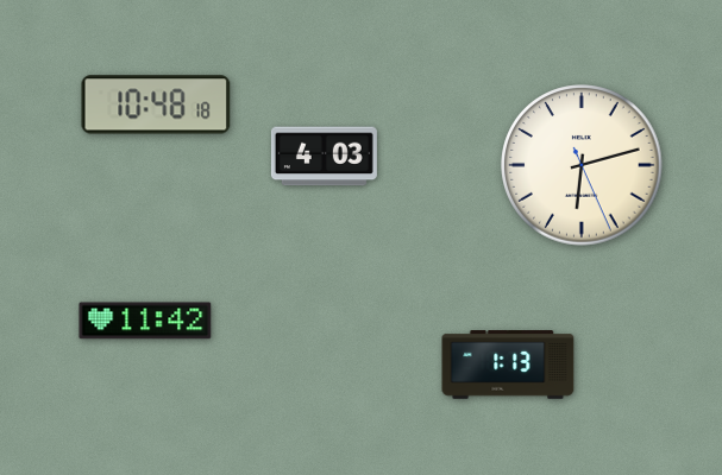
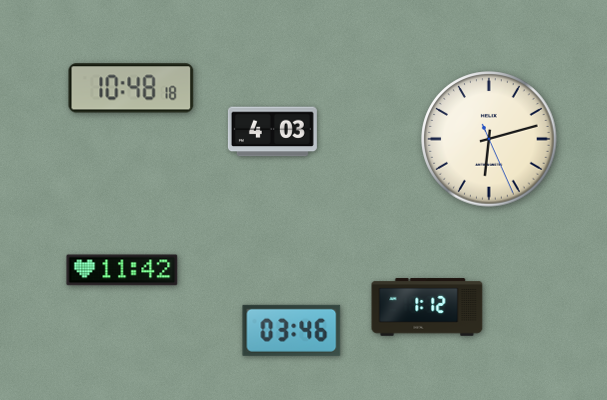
clock at (508, 365): 1:13 -> 1:12
clock at (292, 330): none -> 03:46
